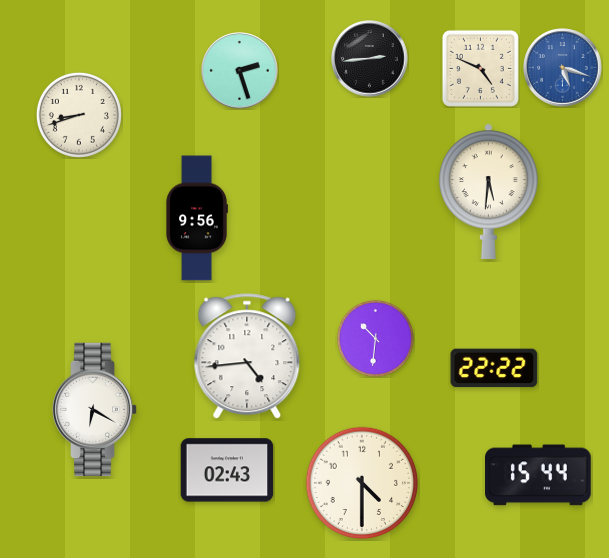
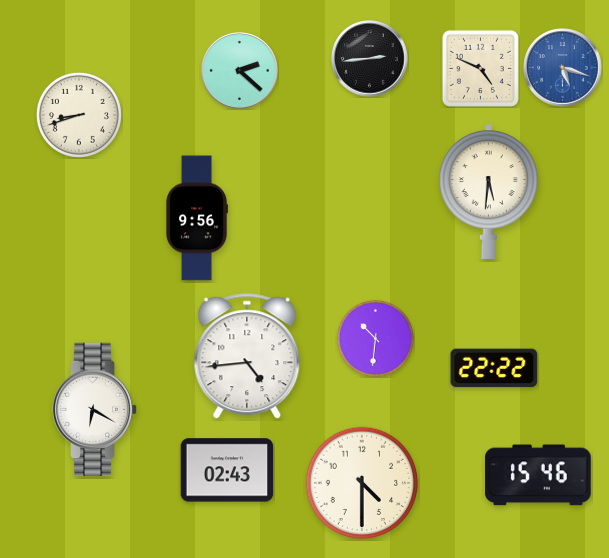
clock at (240, 71): 2:27 -> 2:22
clock at (539, 475): 15:44 -> 15:46
